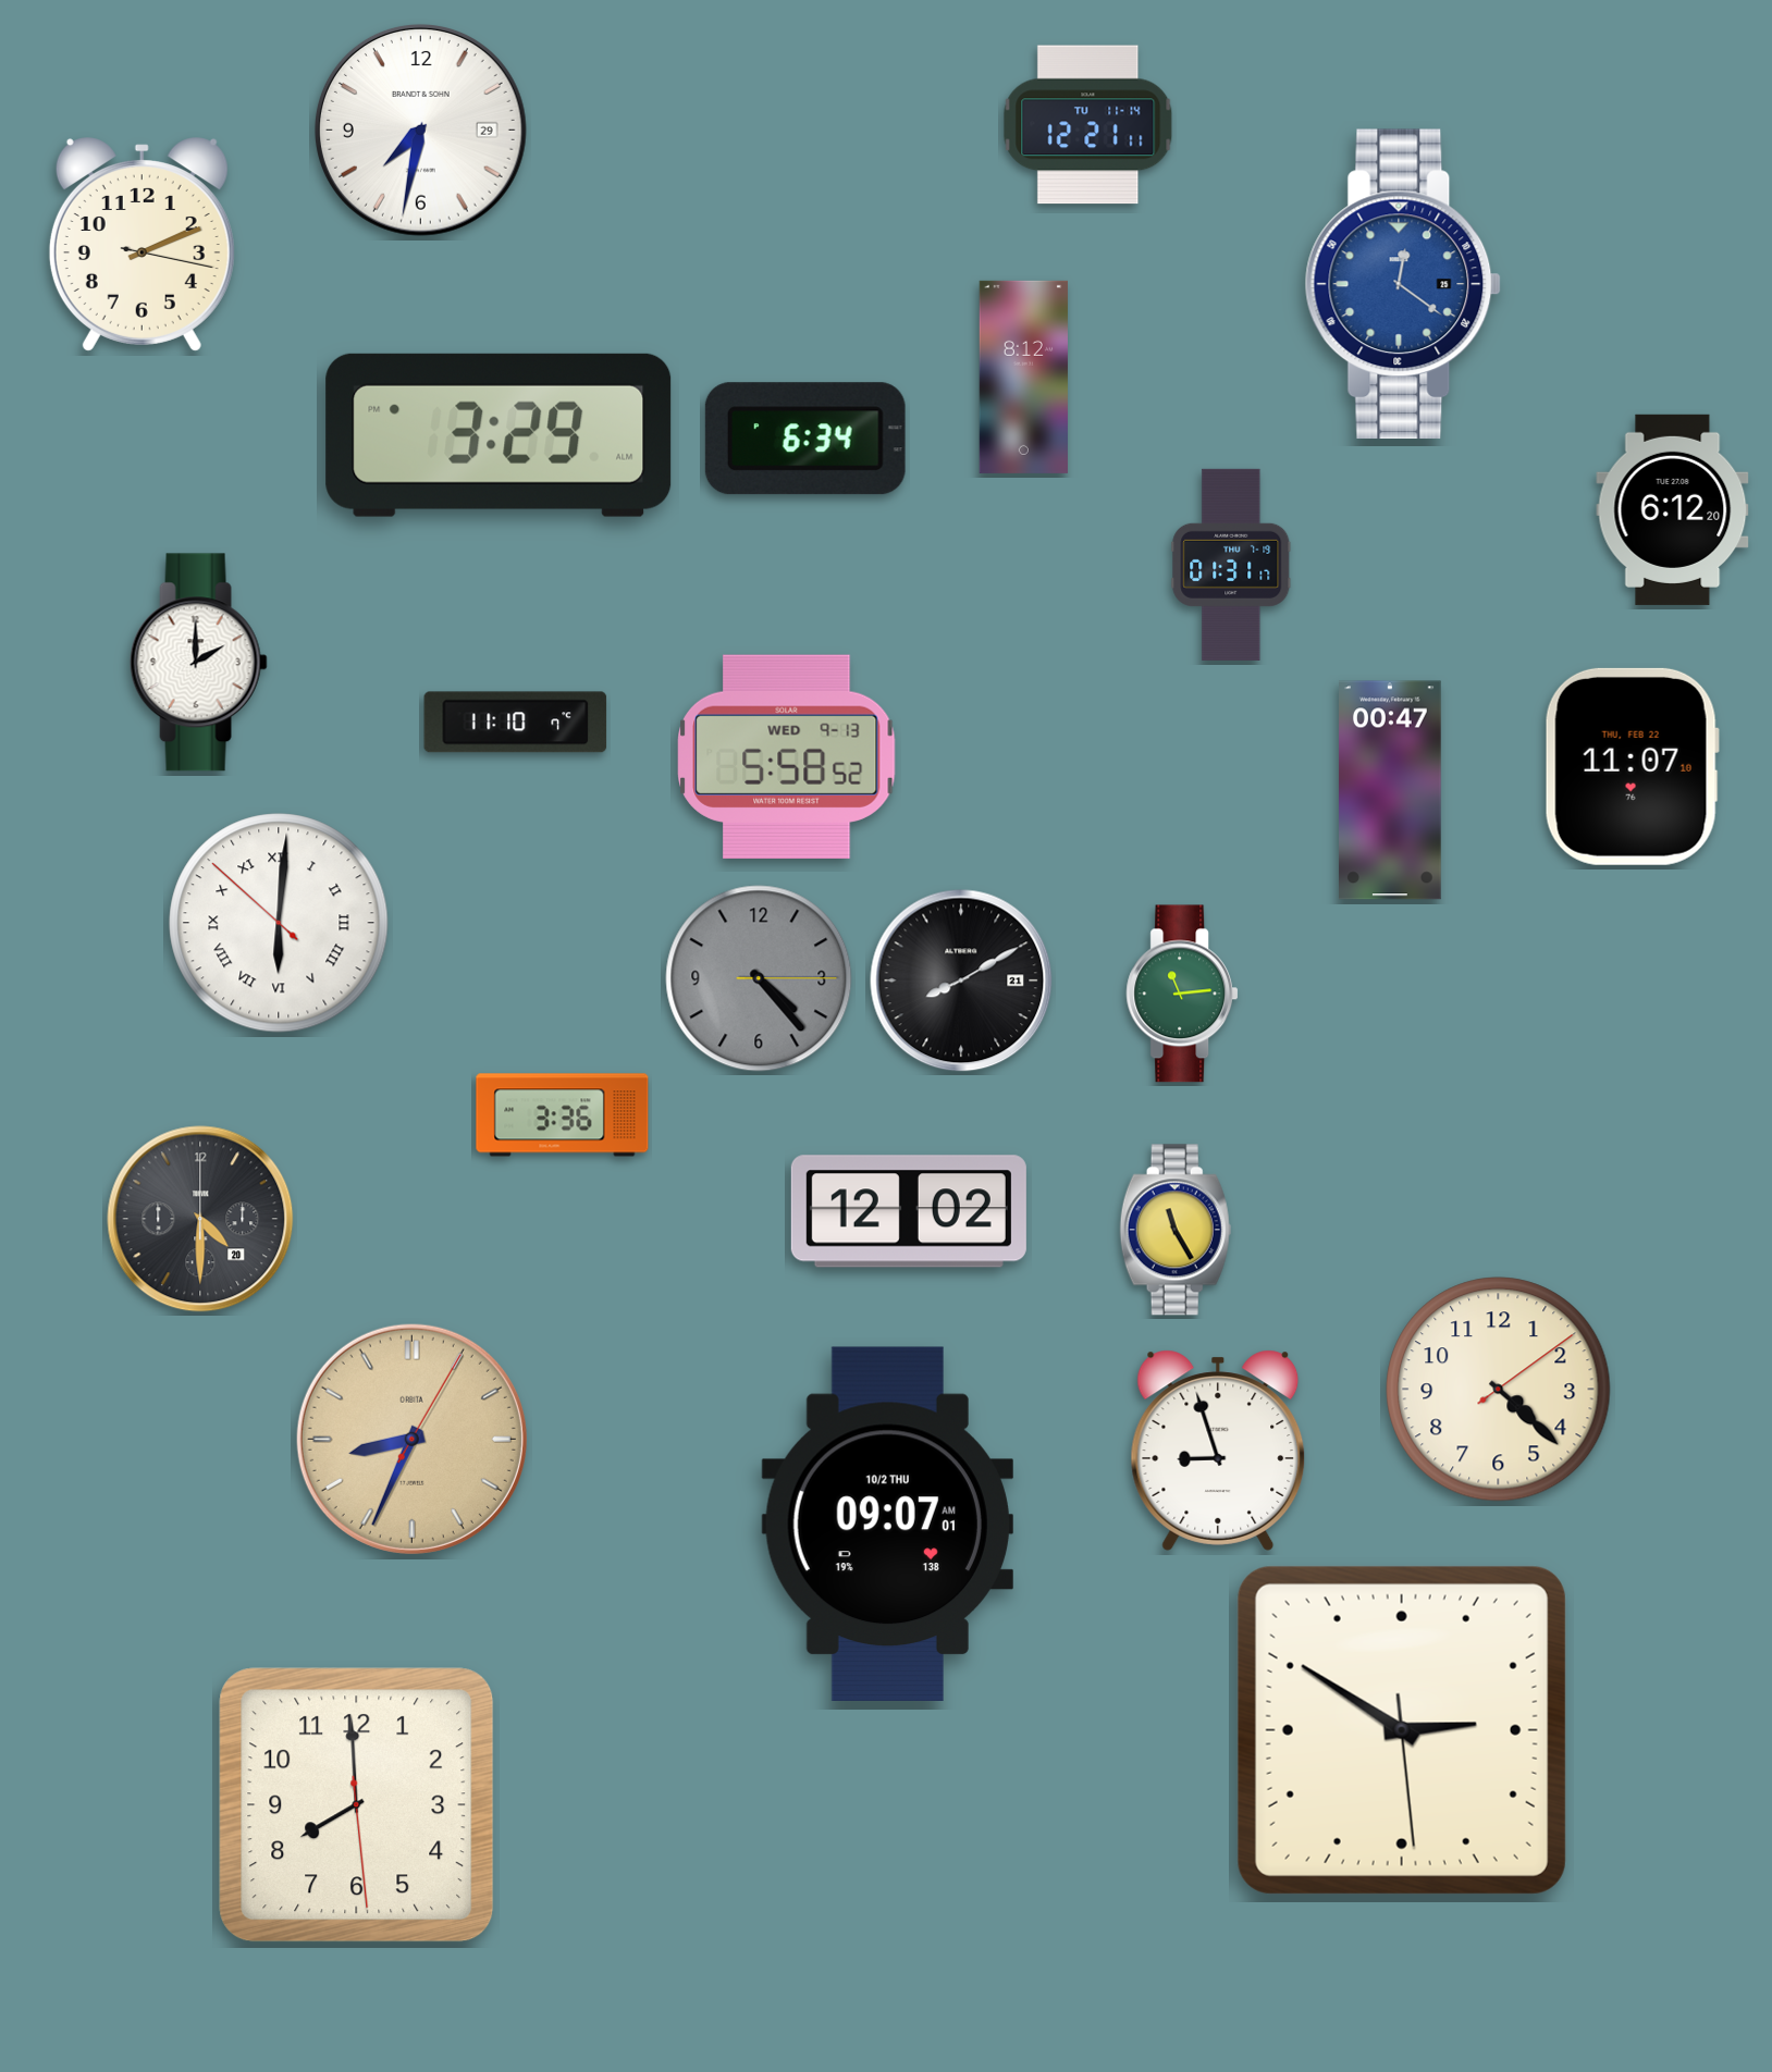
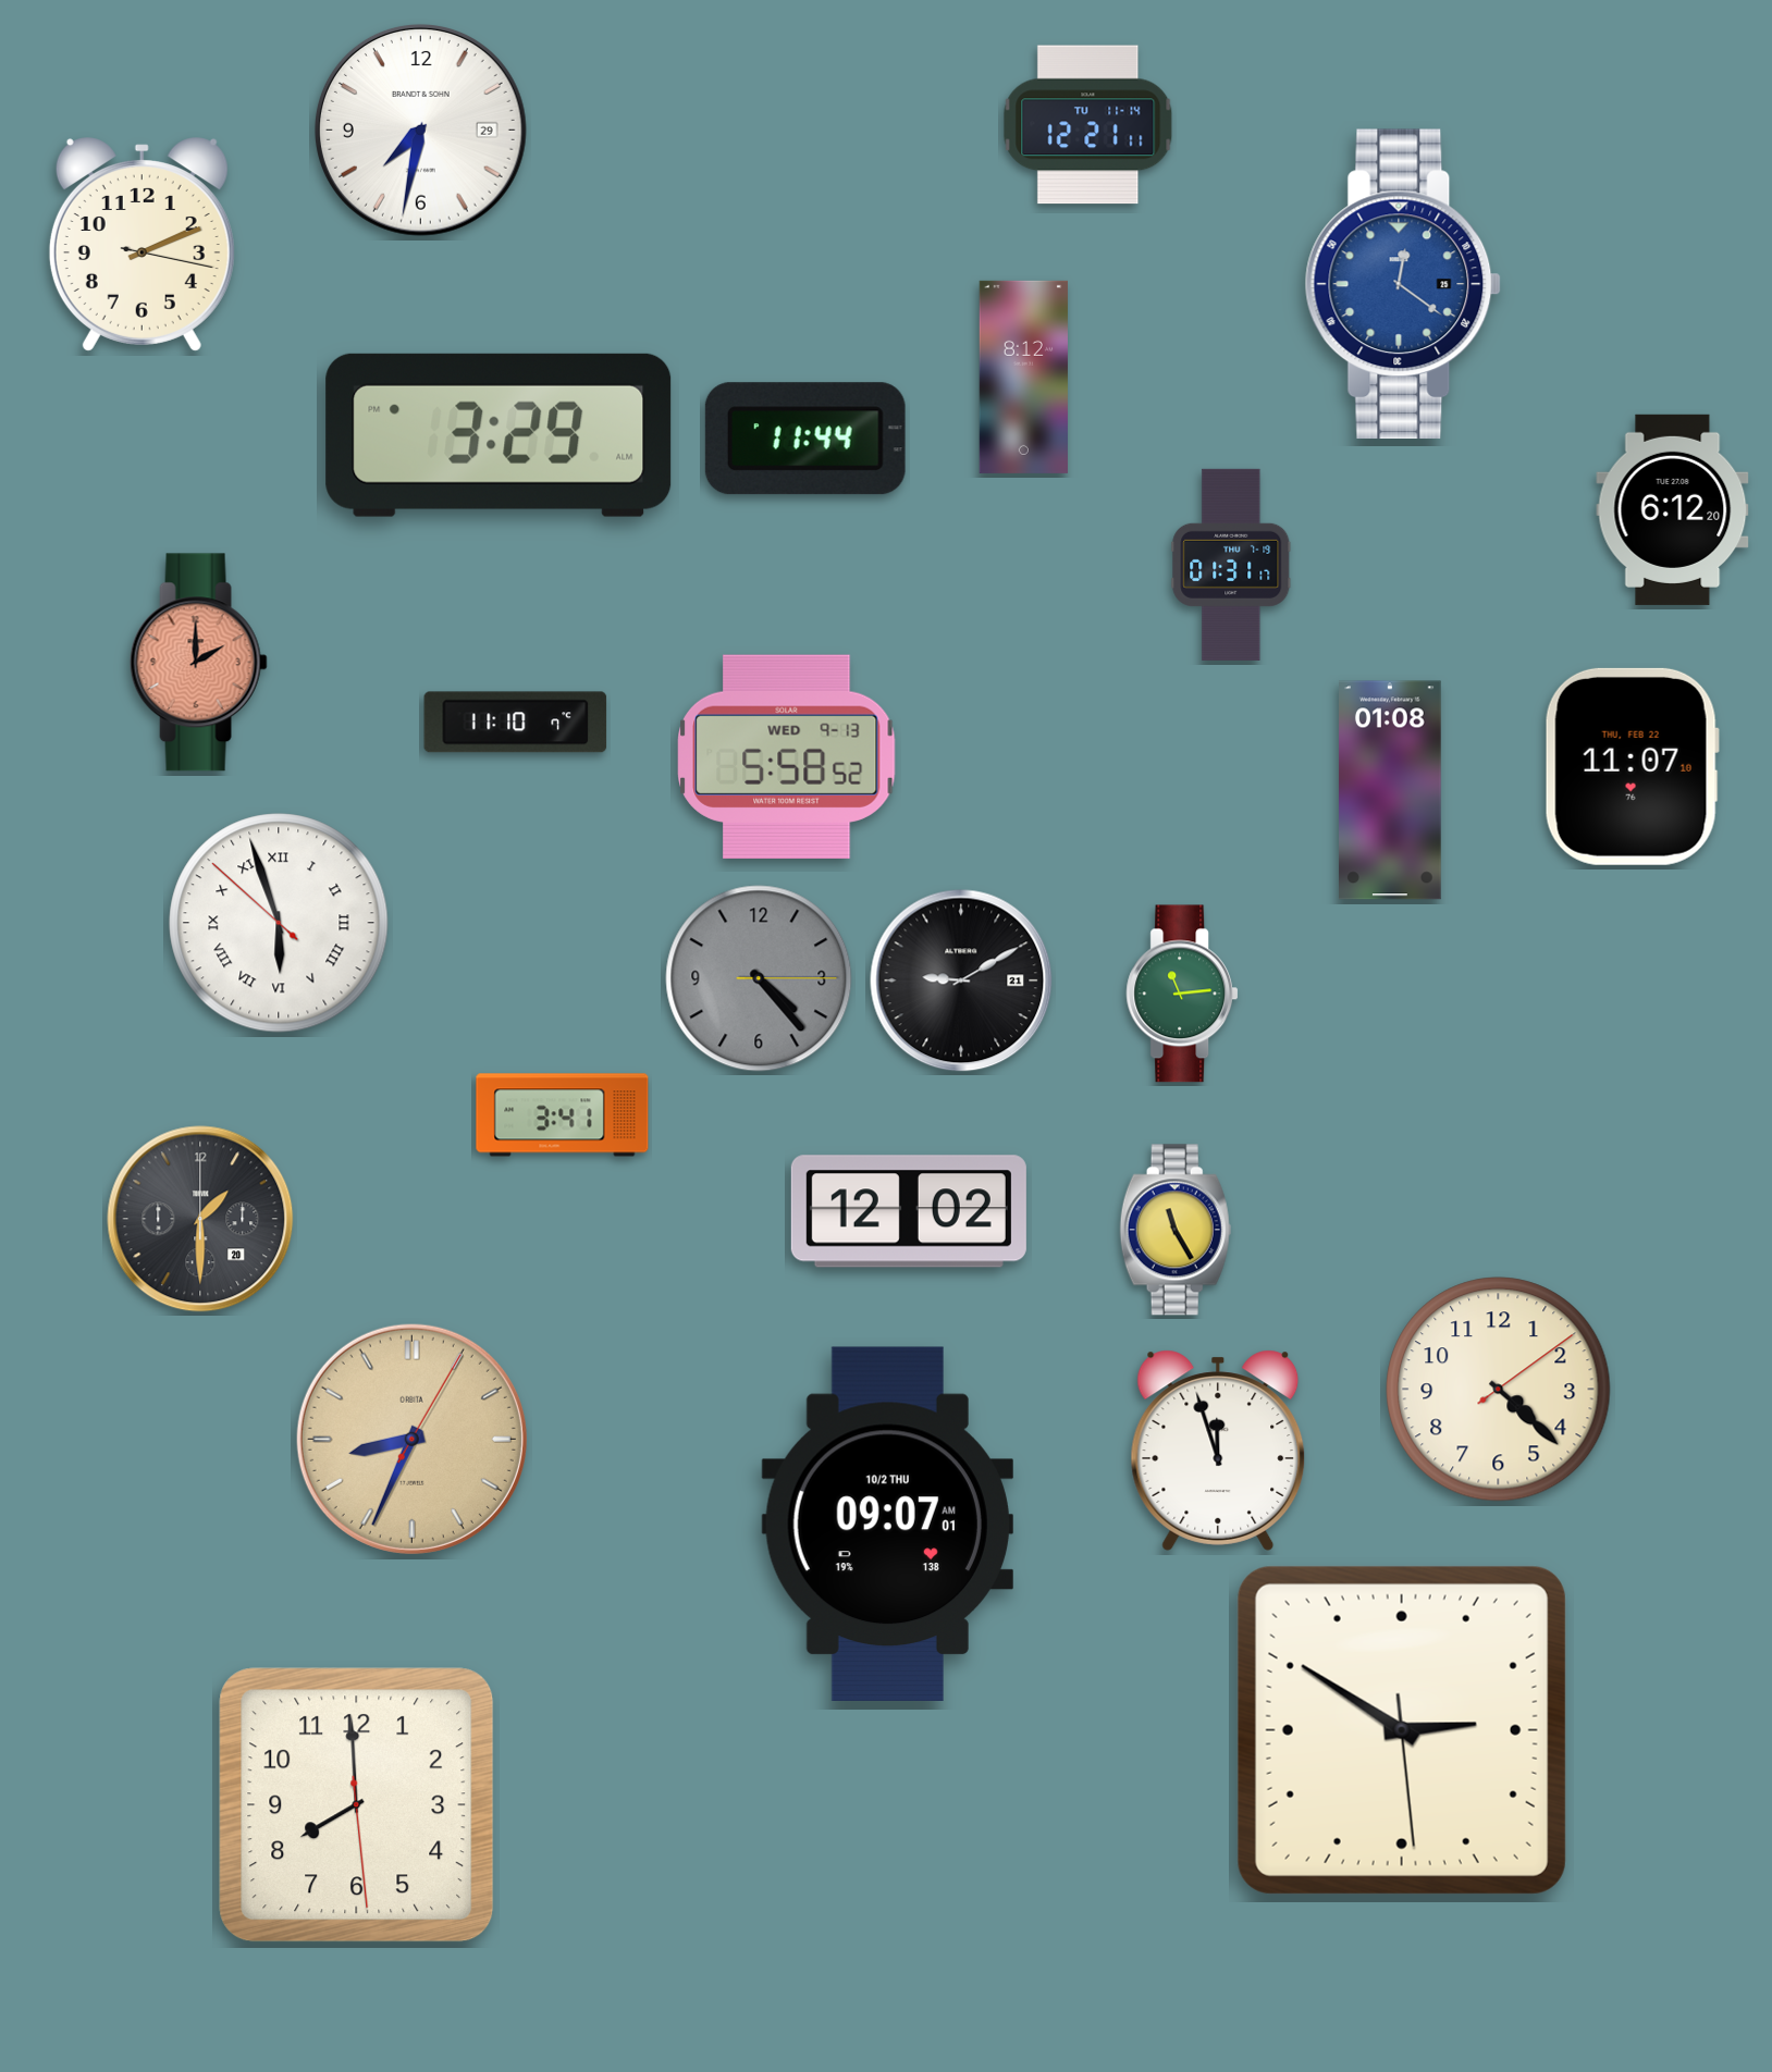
clock at (805, 439): 6:34 -> 11:44
clock at (198, 663) dial: white -> salmon
clock at (1391, 790): 00:47 -> 01:08
clock at (279, 923): 6:00 -> 5:56
clock at (961, 980): 8:10 -> 9:10
clock at (563, 1115): 3:36 -> 3:41
clock at (200, 1219): 4:30 -> 1:30
clock at (1218, 1451): 8:57 -> 11:57
